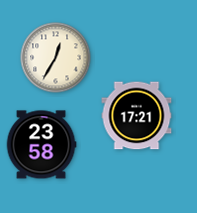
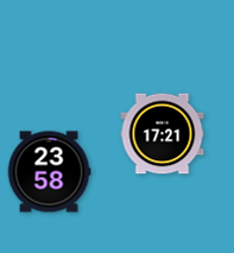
clock at (56, 58): 12:35 -> none
clock at (137, 116) position: (137, 116) -> (163, 134)
